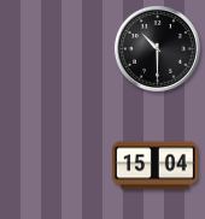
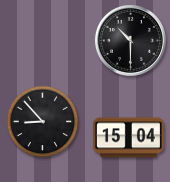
clock at (43, 122): none -> 8:53
